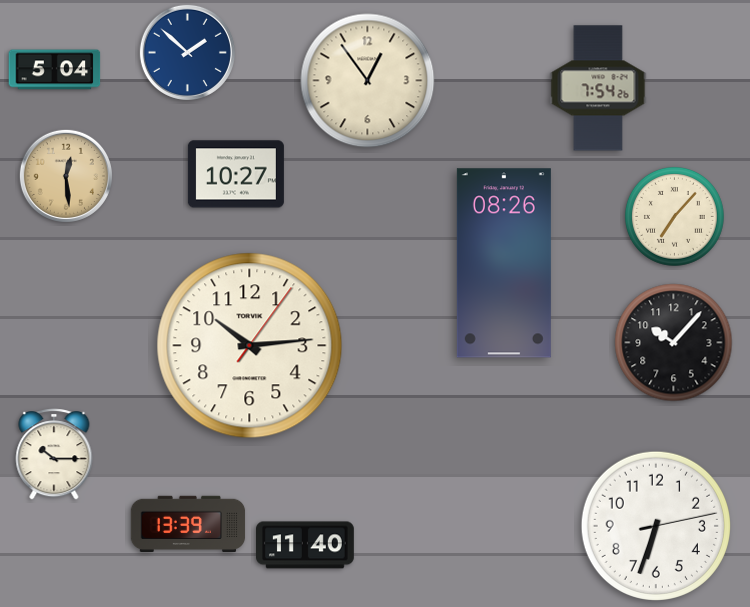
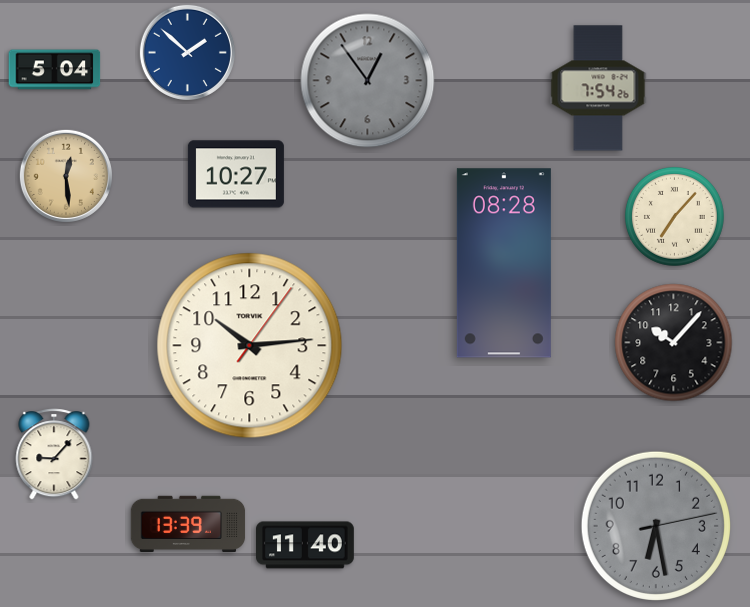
clock at (368, 81) dial: cream -> grey
clock at (504, 263): 08:26 -> 08:28
clock at (54, 454): 10:15 -> 9:07
clock at (656, 526): 6:33 -> 6:28
clock at (656, 526) dial: white -> grey
